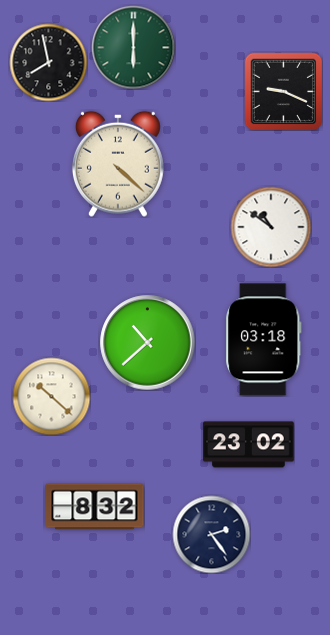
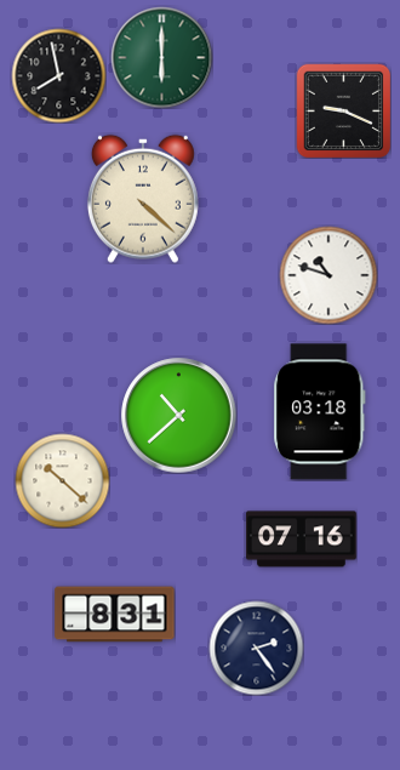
clock at (271, 227): 10:51 -> 10:48
clock at (249, 445): 23:02 -> 07:16
clock at (95, 507): 8:32 -> 8:31
